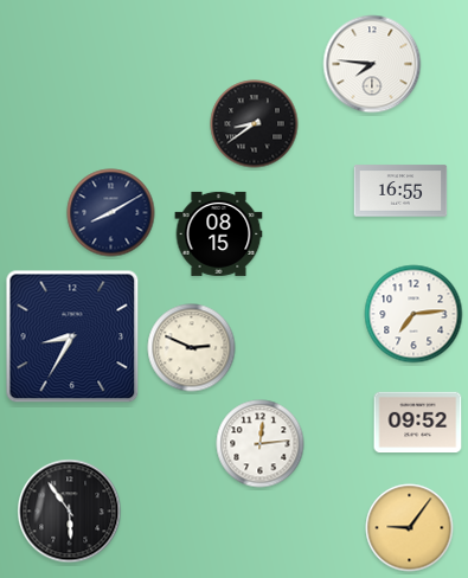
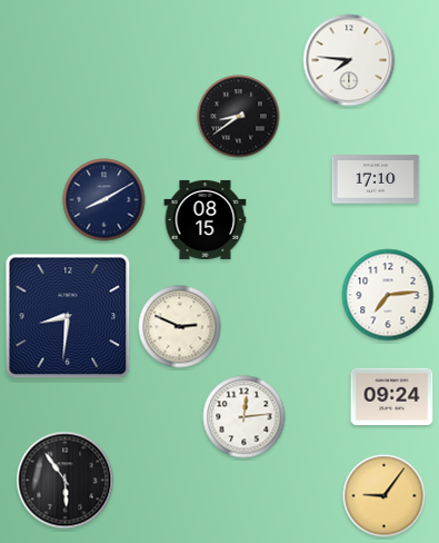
clock at (400, 191): 16:55 -> 17:10
clock at (72, 336): 8:35 -> 8:31
clock at (418, 423): 09:52 -> 09:24
